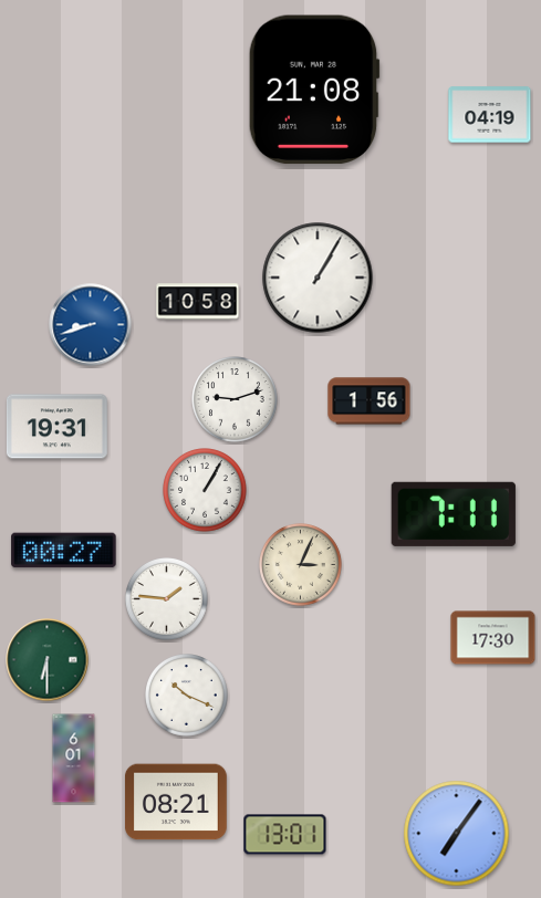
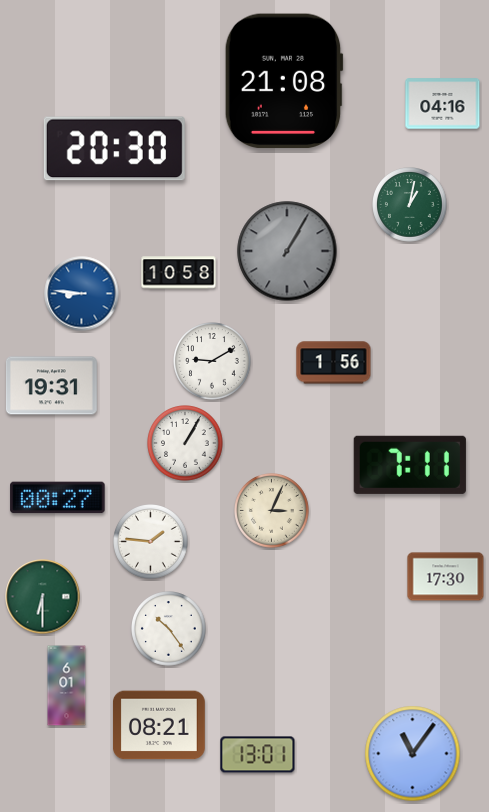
clock at (490, 115): 04:19 -> 04:16
clock at (114, 149): none -> 20:30
clock at (410, 205): none -> 1:02
clock at (318, 278) dial: white -> grey
clock at (91, 325): 8:42 -> 8:46
clock at (235, 399): 9:12 -> 9:10
clock at (187, 696): 10:19 -> 10:24
clock at (457, 834): 7:06 -> 11:06
